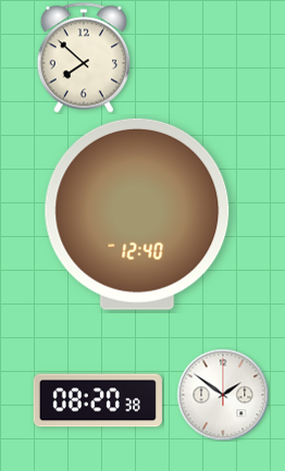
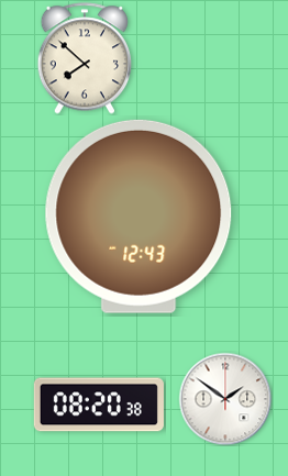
clock at (137, 214): 12:40 -> 12:43
